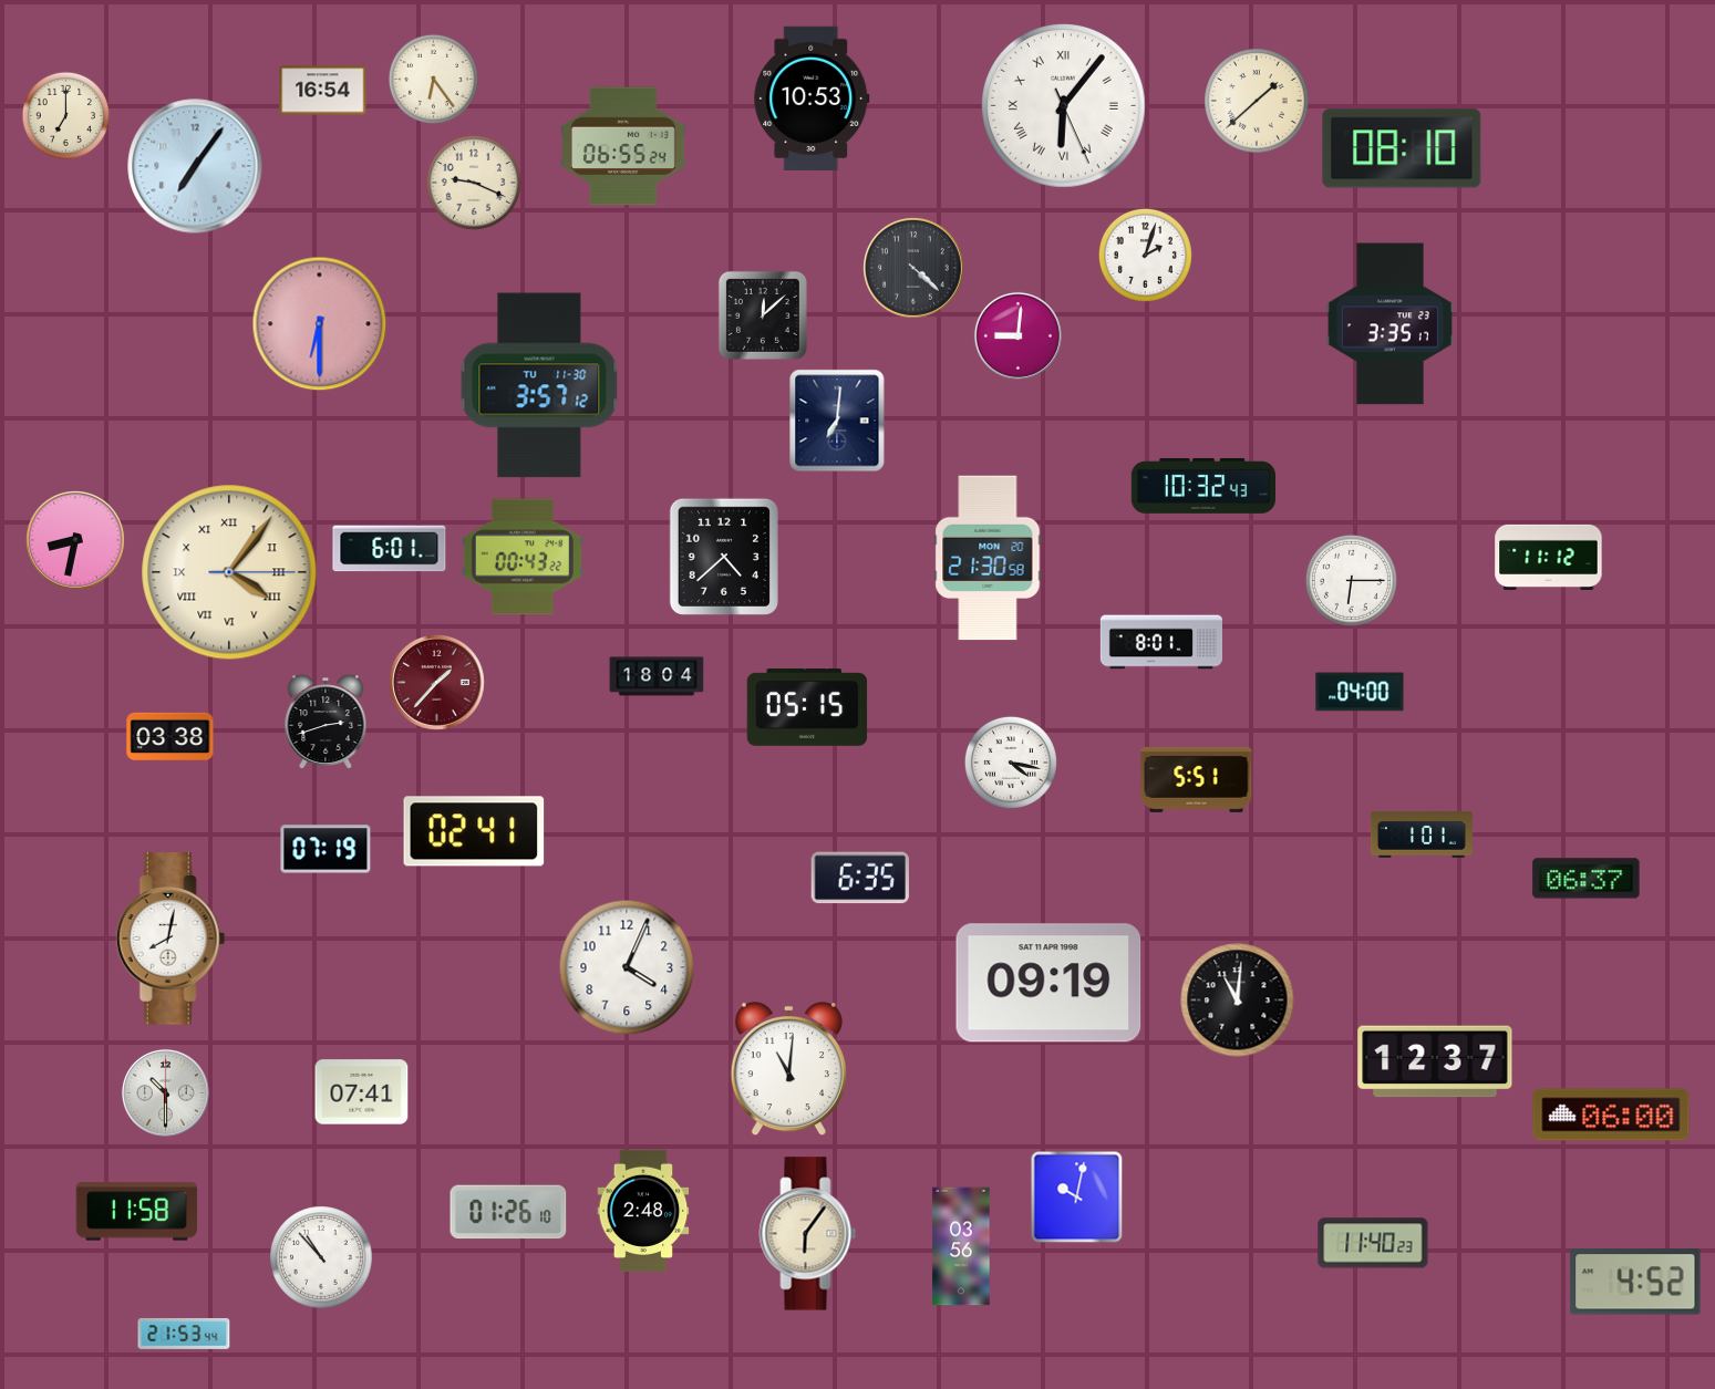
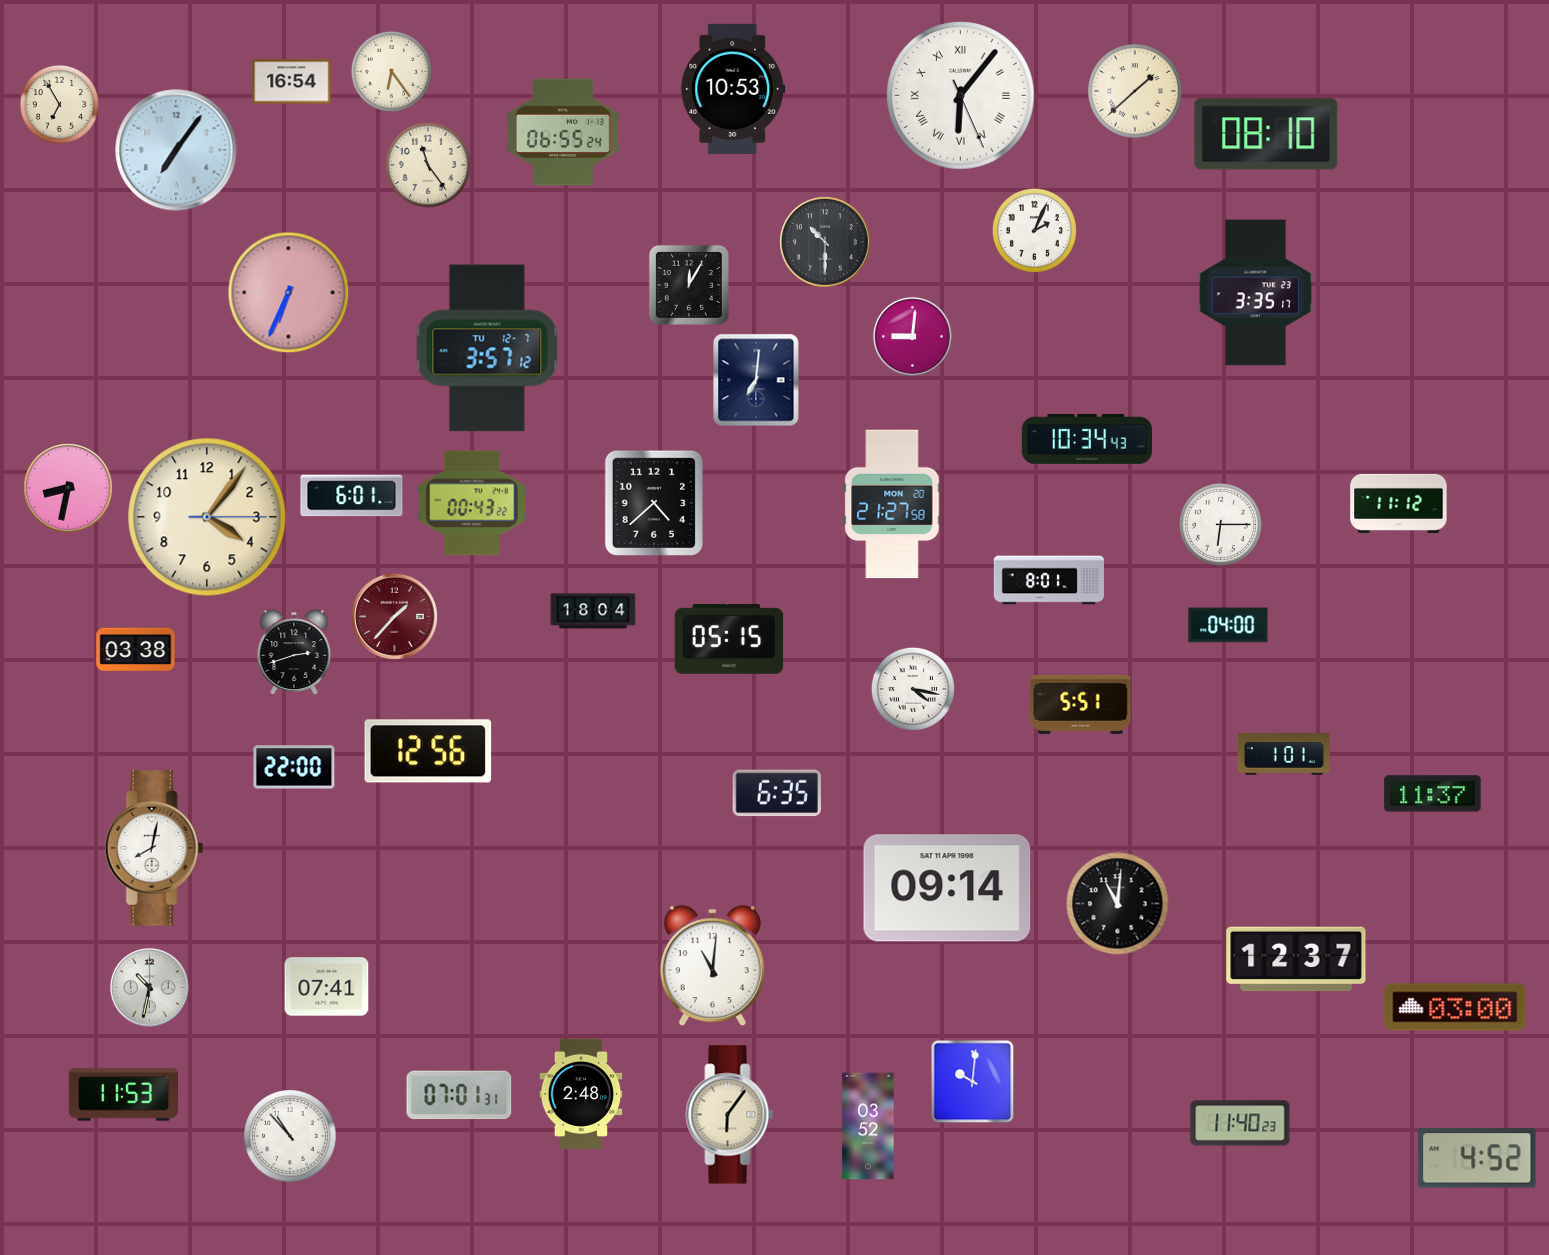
clock at (65, 115): 7:00 -> 6:55
clock at (474, 183): 9:19 -> 11:24
clock at (1145, 255): 2:03 -> 2:04
clock at (913, 268): 4:22 -> 10:30
clock at (763, 315): 12:08 -> 12:05
clock at (320, 324): 6:30 -> 6:34
clock at (1017, 335) position: (1017, 335) -> (912, 336)
clock at (539, 385) date: TU 11-30 -> TU 12-7
clock at (1202, 486): 10:32 -> 10:34
clock at (988, 558): 21:30 -> 21:27
clock at (229, 572) numerals: Roman -> Arabic
clock at (171, 736) position: (171, 736) -> (136, 649)
clock at (474, 831): 02:41 -> 12:56
clock at (326, 849): 07:19 -> 22:00
clock at (1587, 879): 06:37 -> 11:37
clock at (627, 967): 4:04 -> none
clock at (1048, 983): 09:19 -> 09:14
clock at (165, 1092): 10:30 -> 10:32
clock at (1611, 1115): 06:00 -> 03:00
clock at (1077, 1198): 10:02 -> 10:01
clock at (136, 1212): 11:58 -> 11:53
clock at (508, 1212): 01:26 -> 07:01
clock at (961, 1246): 03:56 -> 03:52
clock at (184, 1334): 21:53 -> none
